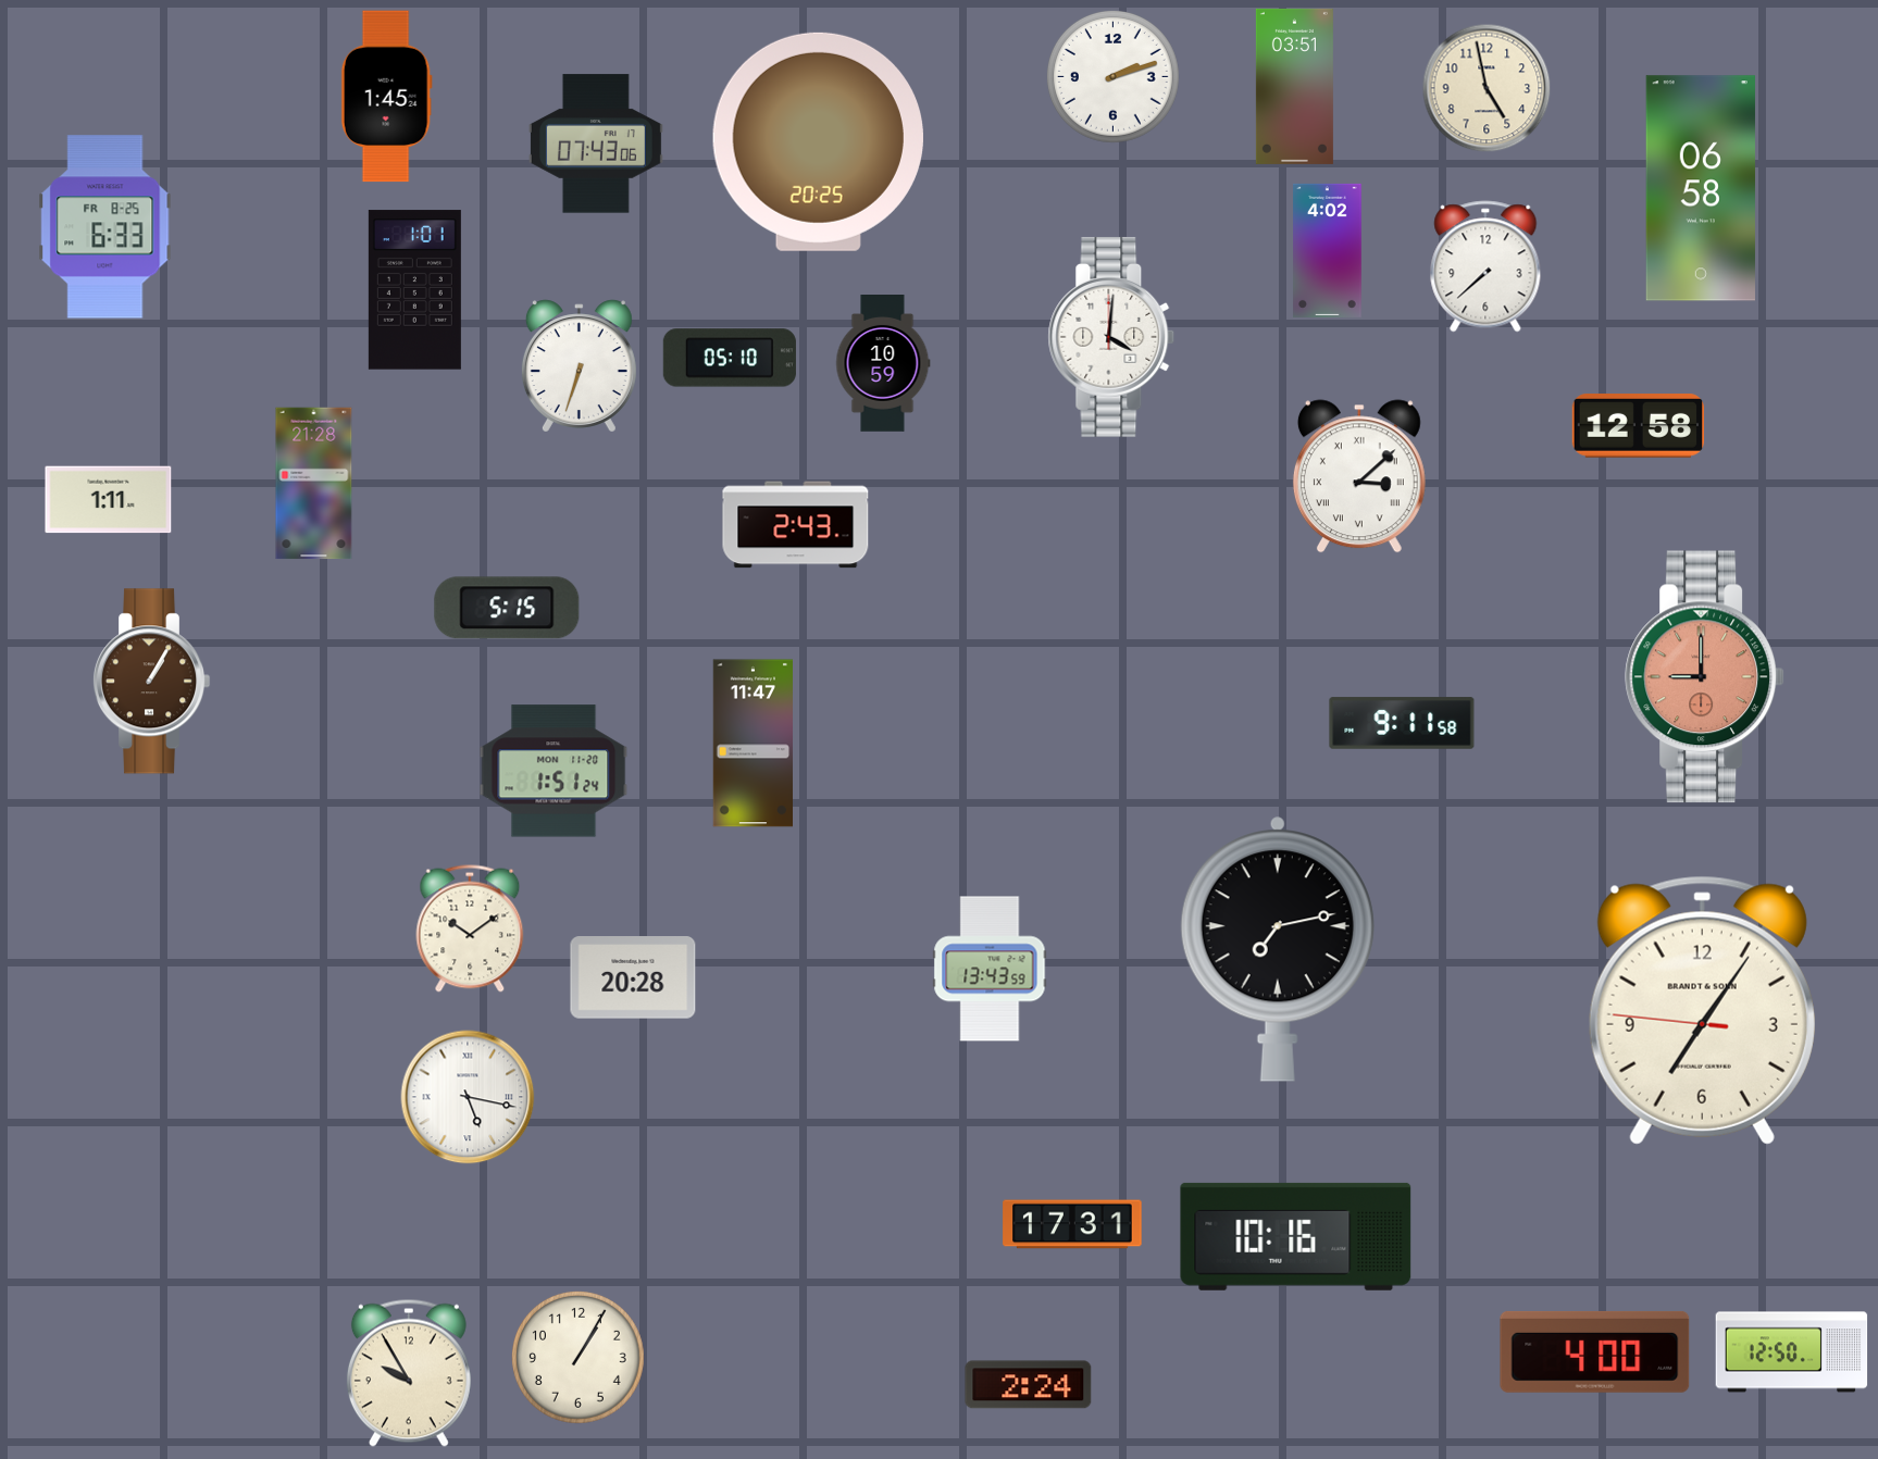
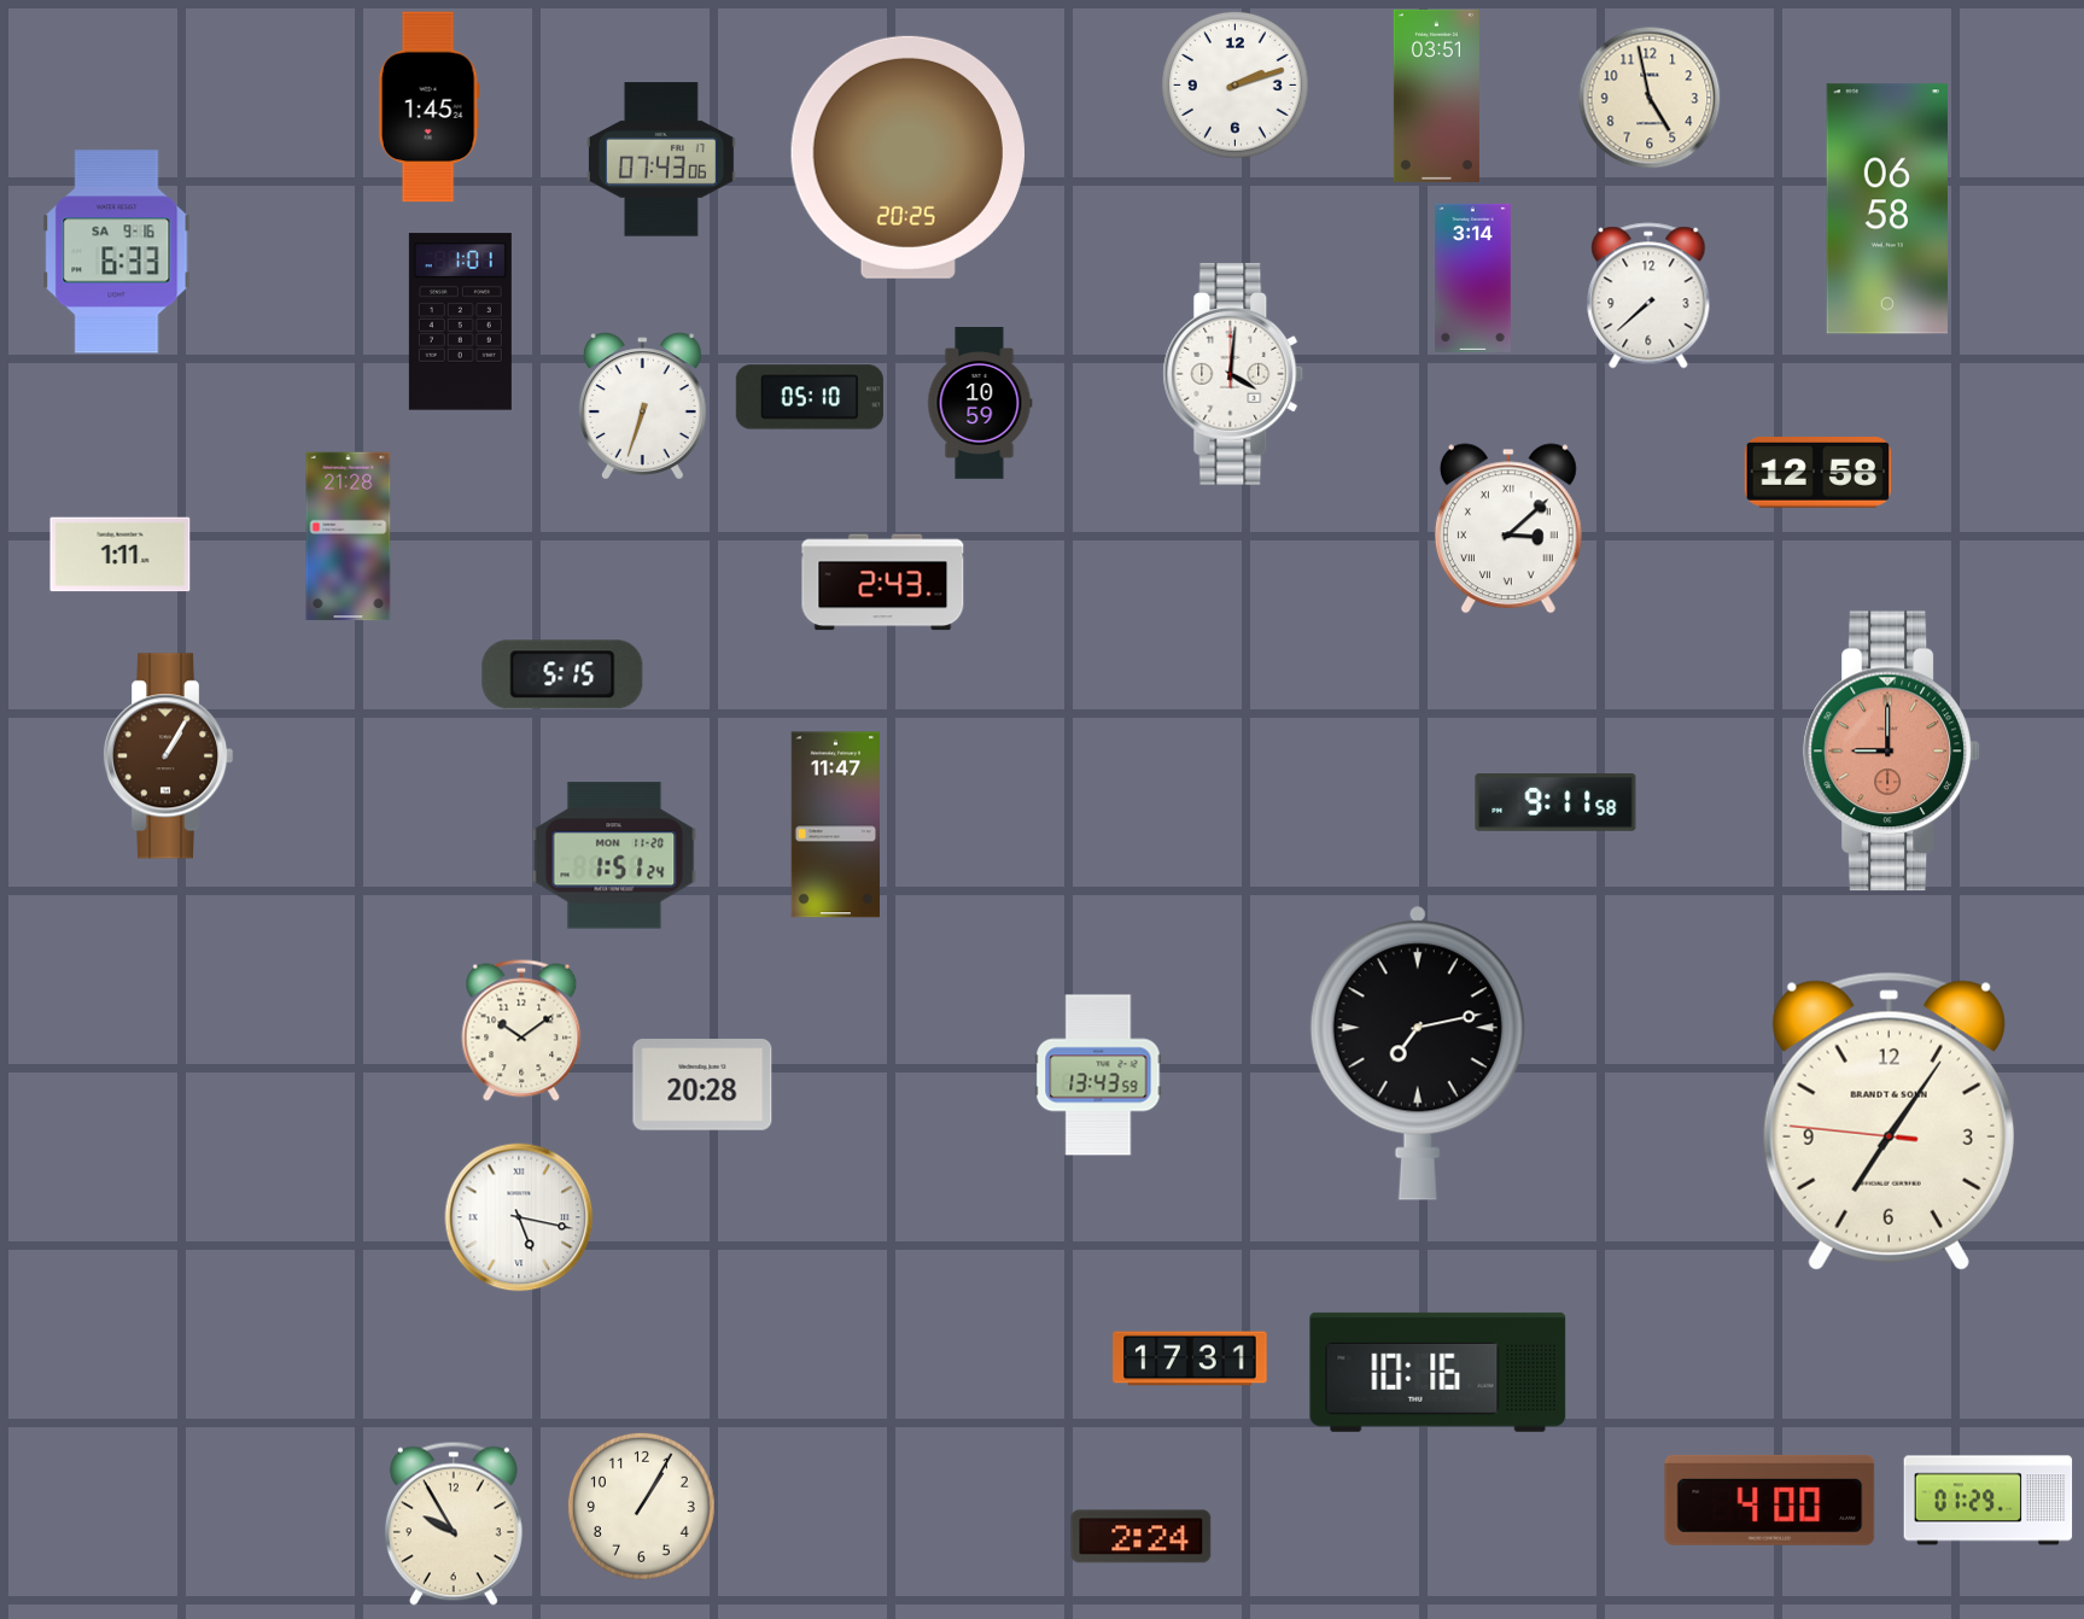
clock at (105, 227) date: FR 8-25 -> SA 9-16
clock at (1328, 250): 4:02 -> 3:14
clock at (1792, 1352): 12:50 -> 01:29
